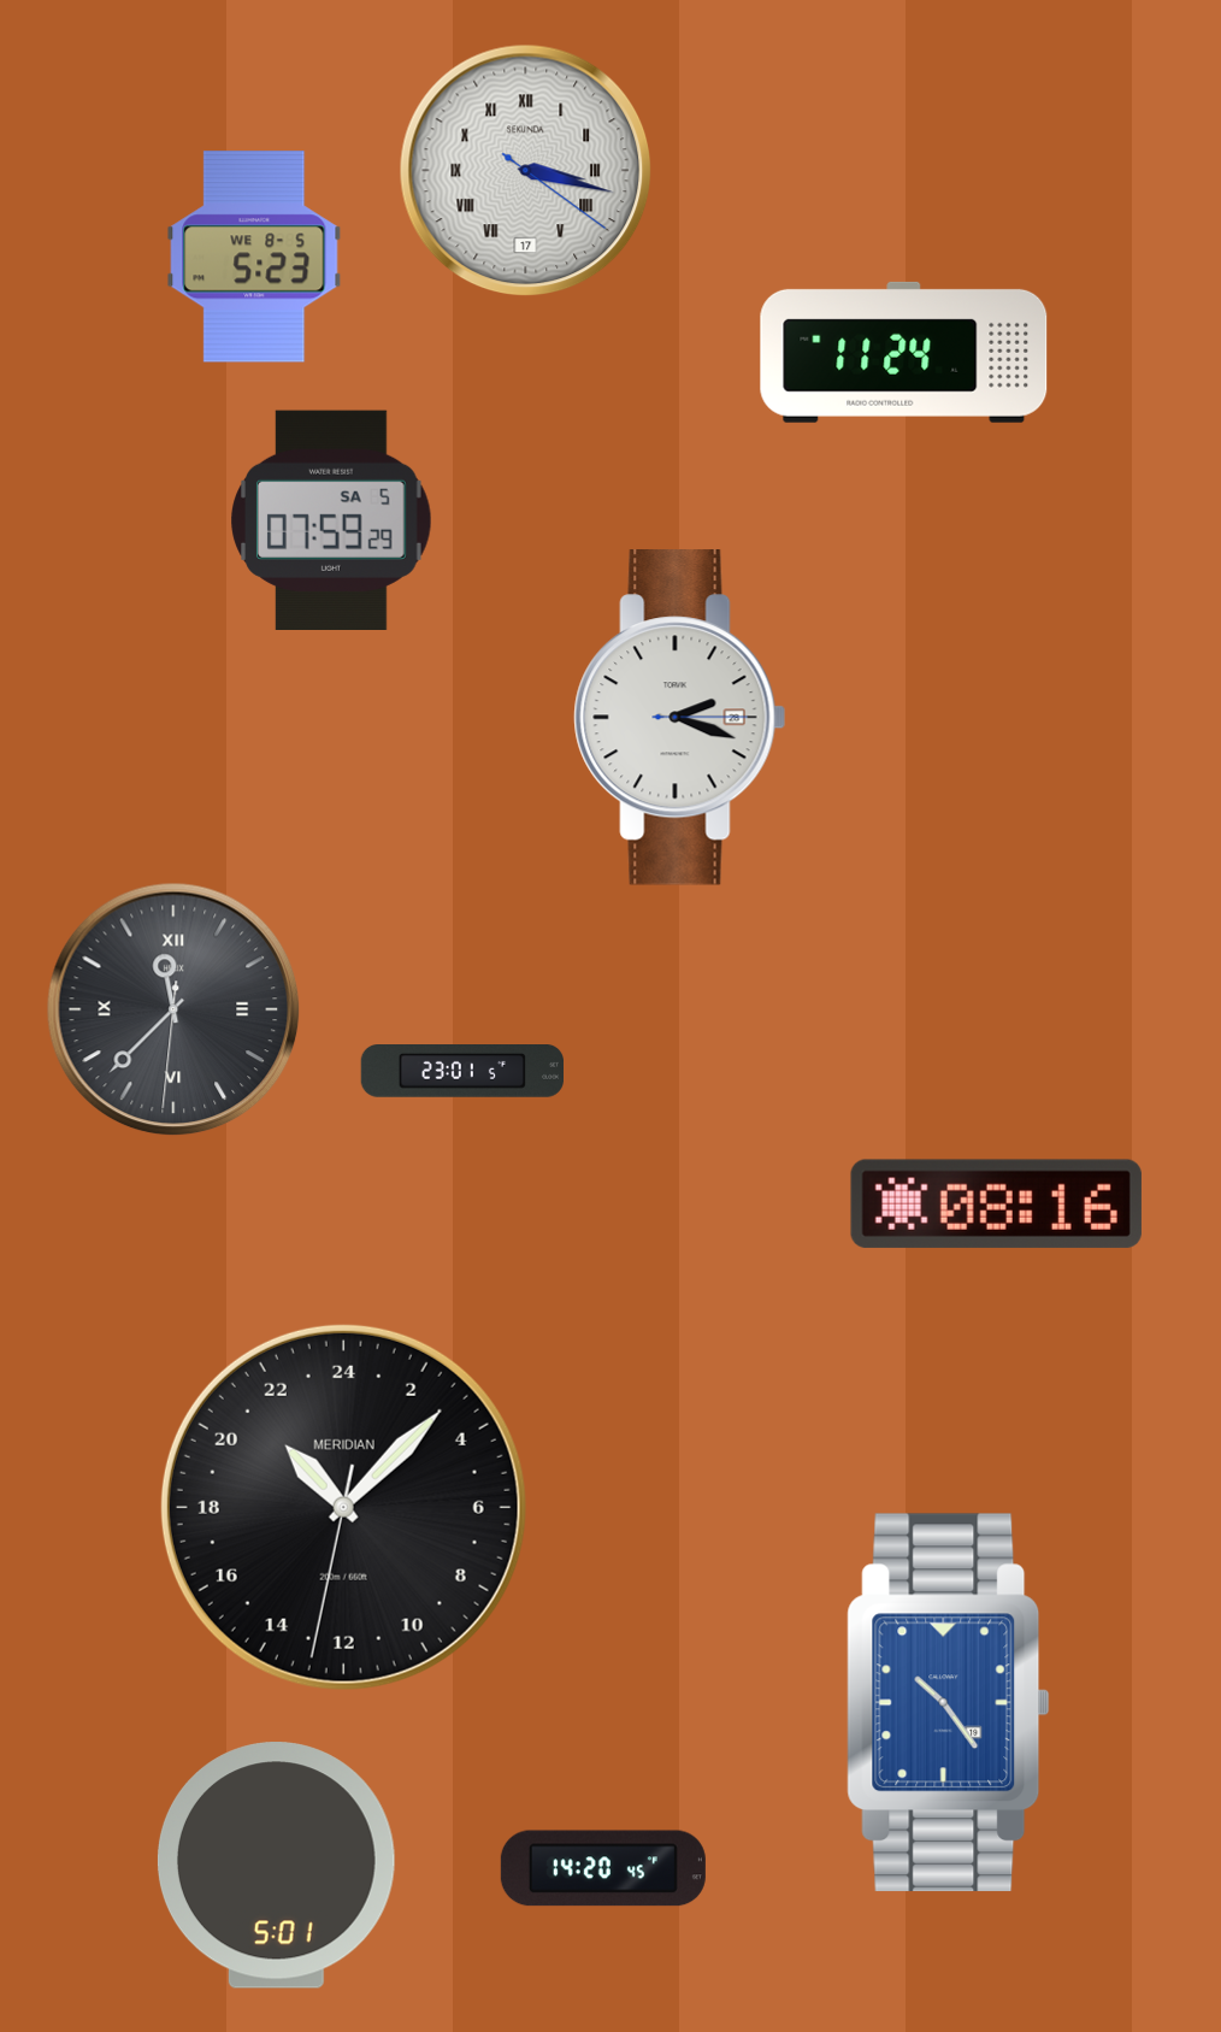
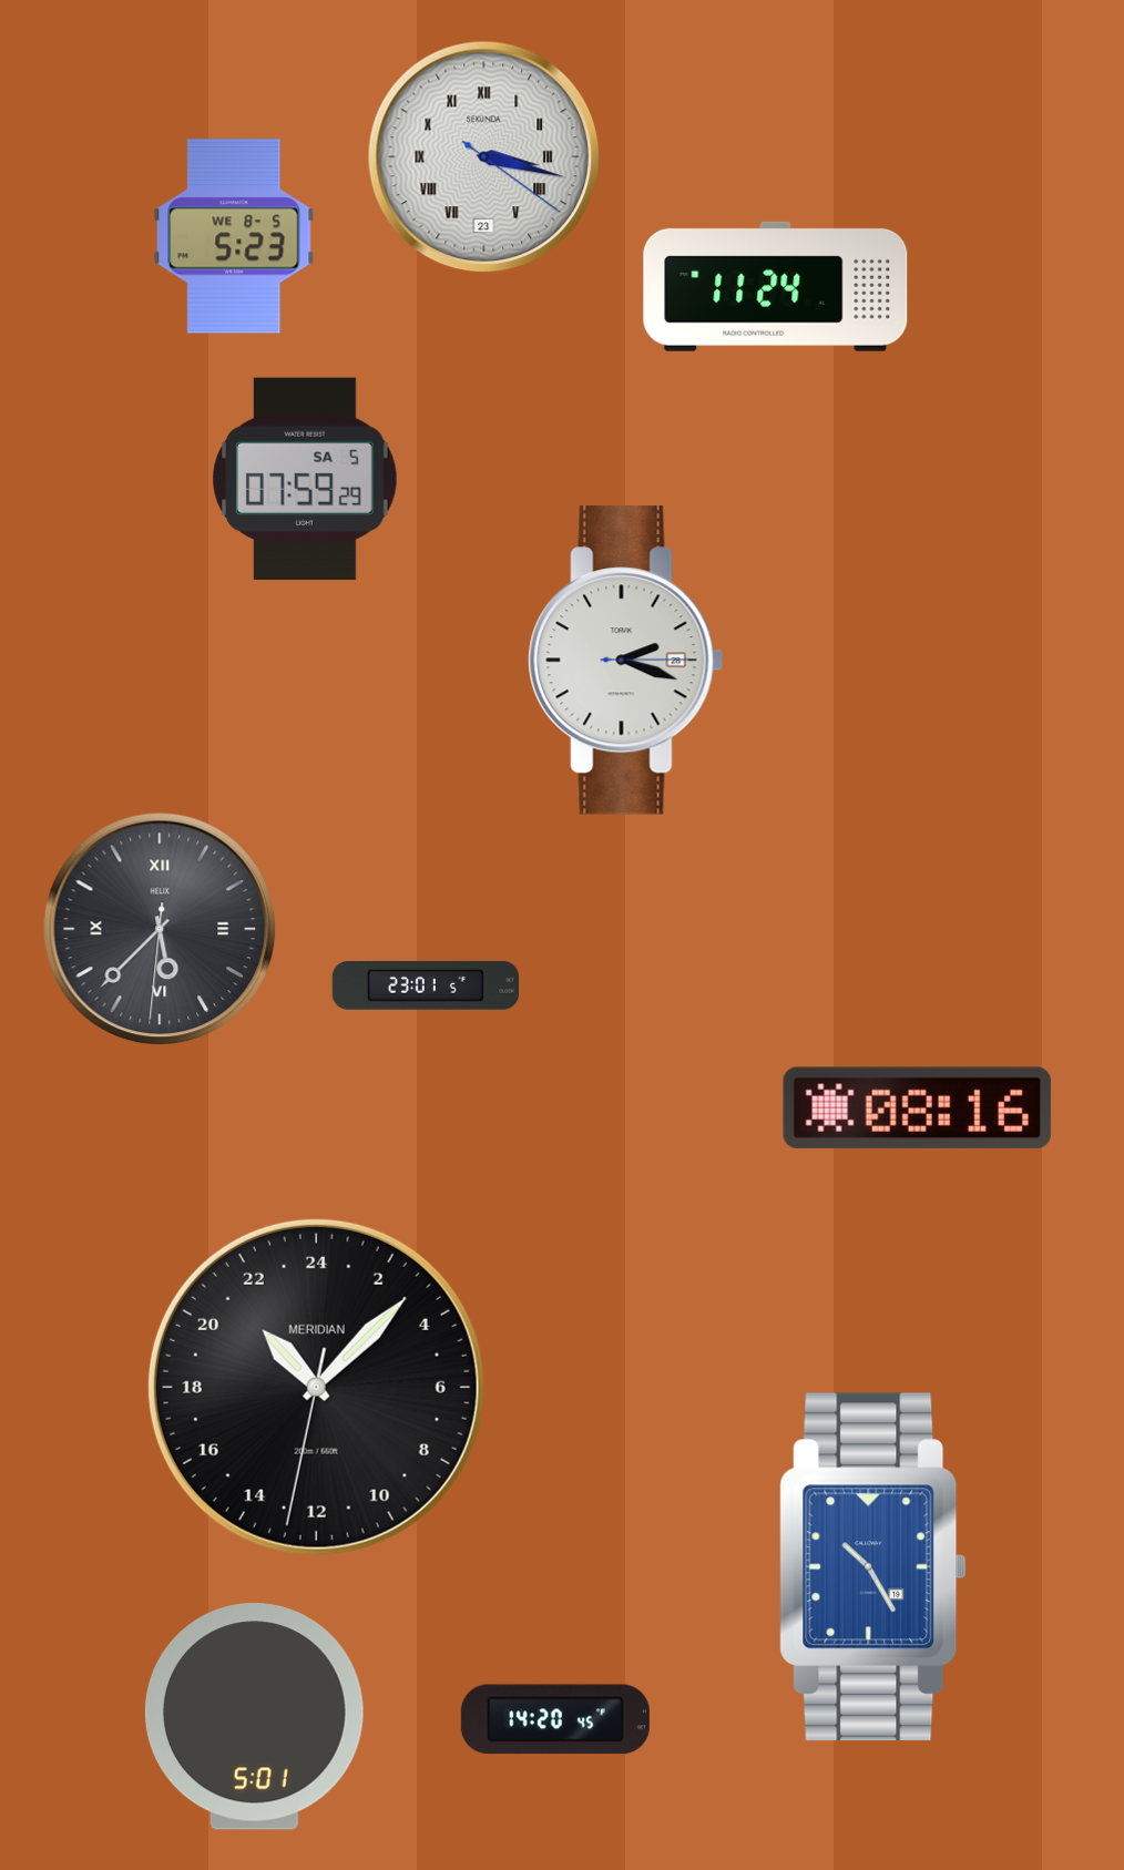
clock at (526, 171) date: 17 -> 23
clock at (904, 352) position: (904, 352) -> (776, 286)
clock at (173, 1009): 11:37 -> 5:37
clock at (949, 1703): 10:24 -> 10:25
